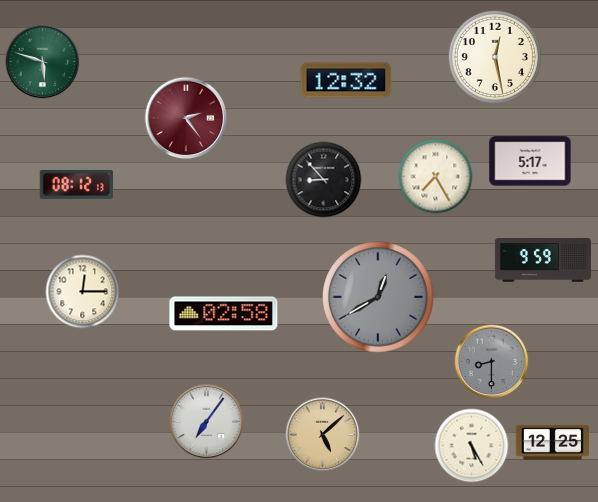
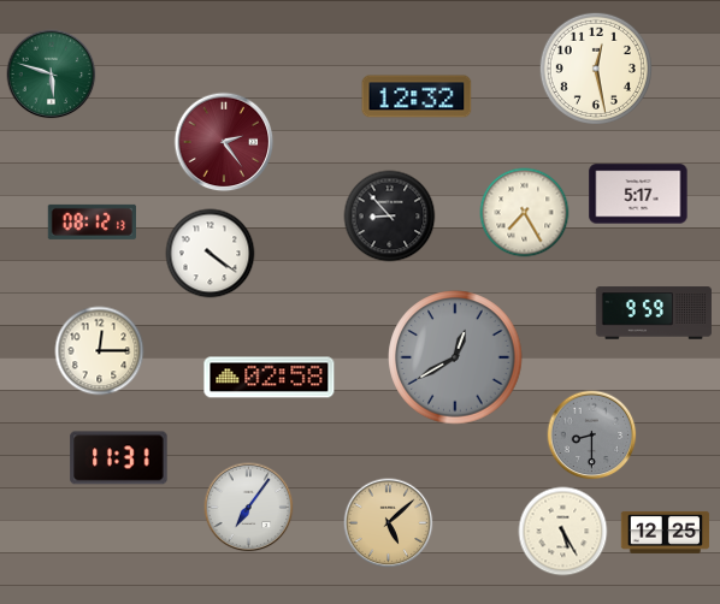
clock at (211, 254): none -> 4:21
clock at (119, 458): none -> 11:31
clock at (472, 446) position: (472, 446) -> (563, 532)
